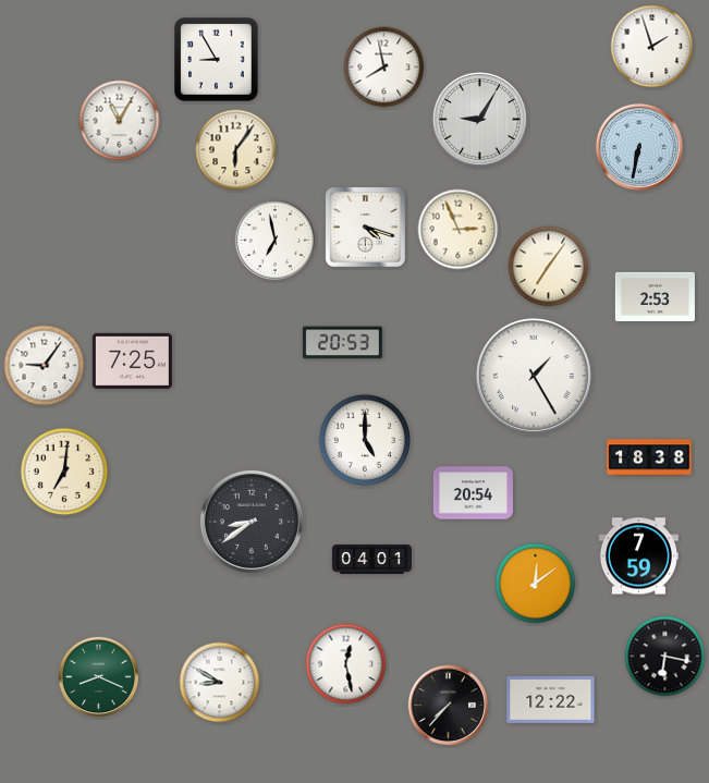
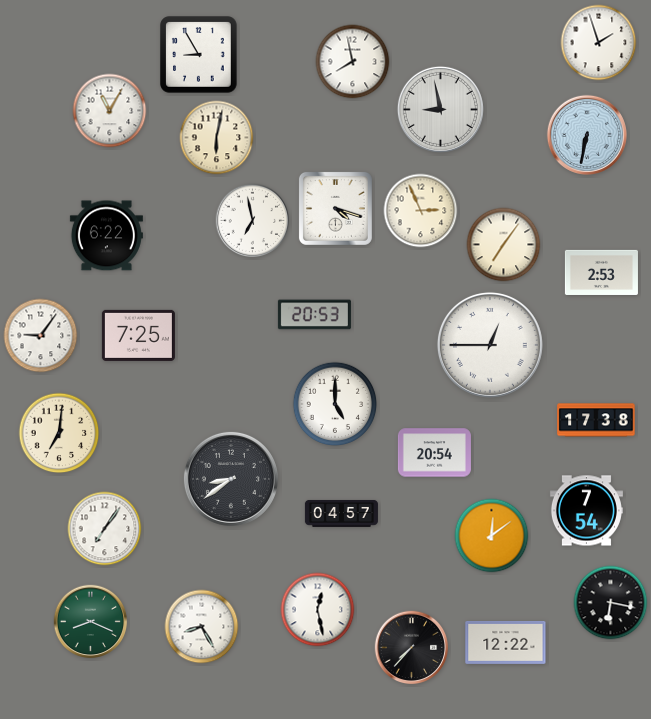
clock at (479, 119): 9:05 -> 8:58
clock at (236, 150): 6:06 -> 6:02
clock at (106, 236): none -> 6:22
clock at (132, 360) position: (132, 360) -> (138, 335)
clock at (534, 376): 1:25 -> 12:45
clock at (649, 457): 18:38 -> 17:38
clock at (638, 556): 7:59 -> 7:54
clock at (371, 559): 04:01 -> 04:57
clock at (105, 529): none -> 7:06
clock at (220, 683): 8:50 -> 8:25
